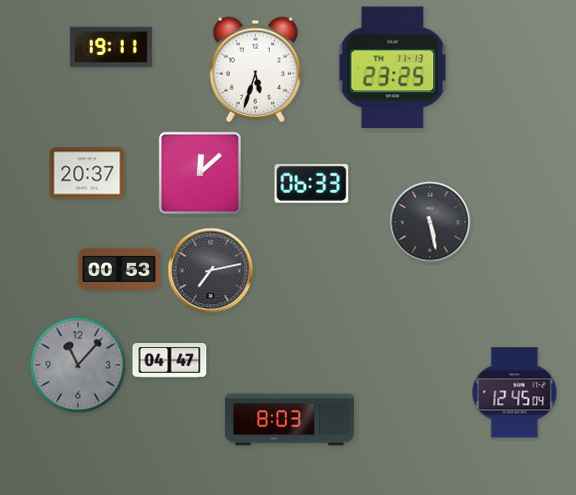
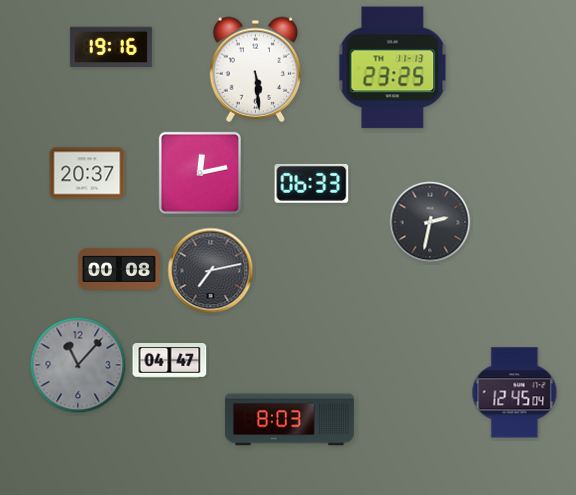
clock at (111, 47): 19:11 -> 19:16
clock at (256, 69): 5:33 -> 5:29
clock at (200, 173): 12:08 -> 12:13
clock at (430, 222): 5:28 -> 2:32
clock at (119, 269): 00:53 -> 00:08
